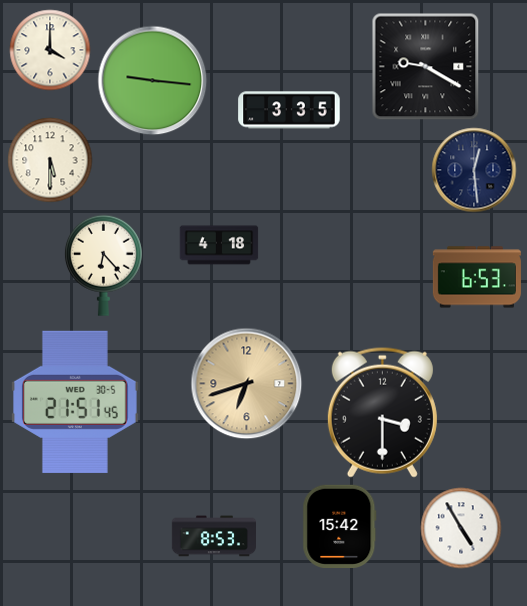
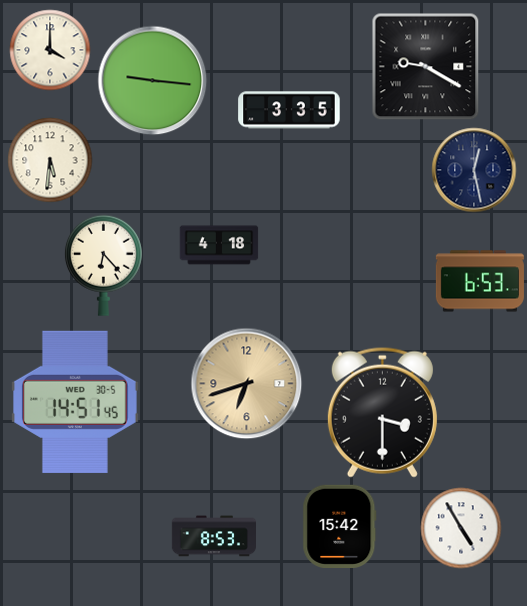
clock at (50, 160): 5:30 -> 5:31
clock at (474, 170): 12:29 -> 12:28
clock at (477, 277) position: (477, 277) -> (480, 281)
clock at (76, 402): 21:51 -> 14:51
